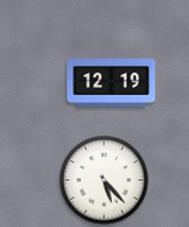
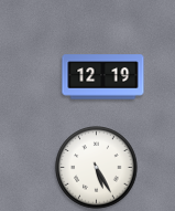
clock at (105, 181): 5:23 -> 5:25
